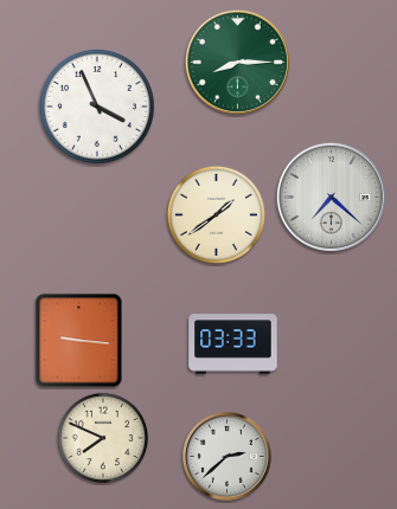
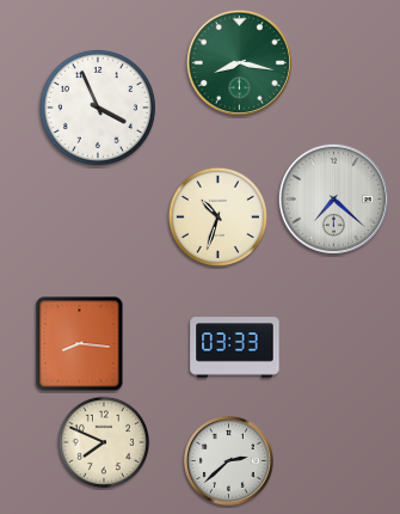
clock at (237, 62): 8:15 -> 8:17
clock at (216, 214): 1:39 -> 10:33
clock at (79, 341): 9:16 -> 8:16
